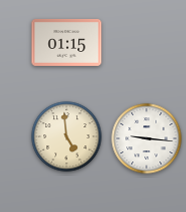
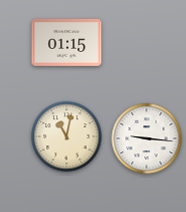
clock at (67, 137): 4:59 -> 11:02
